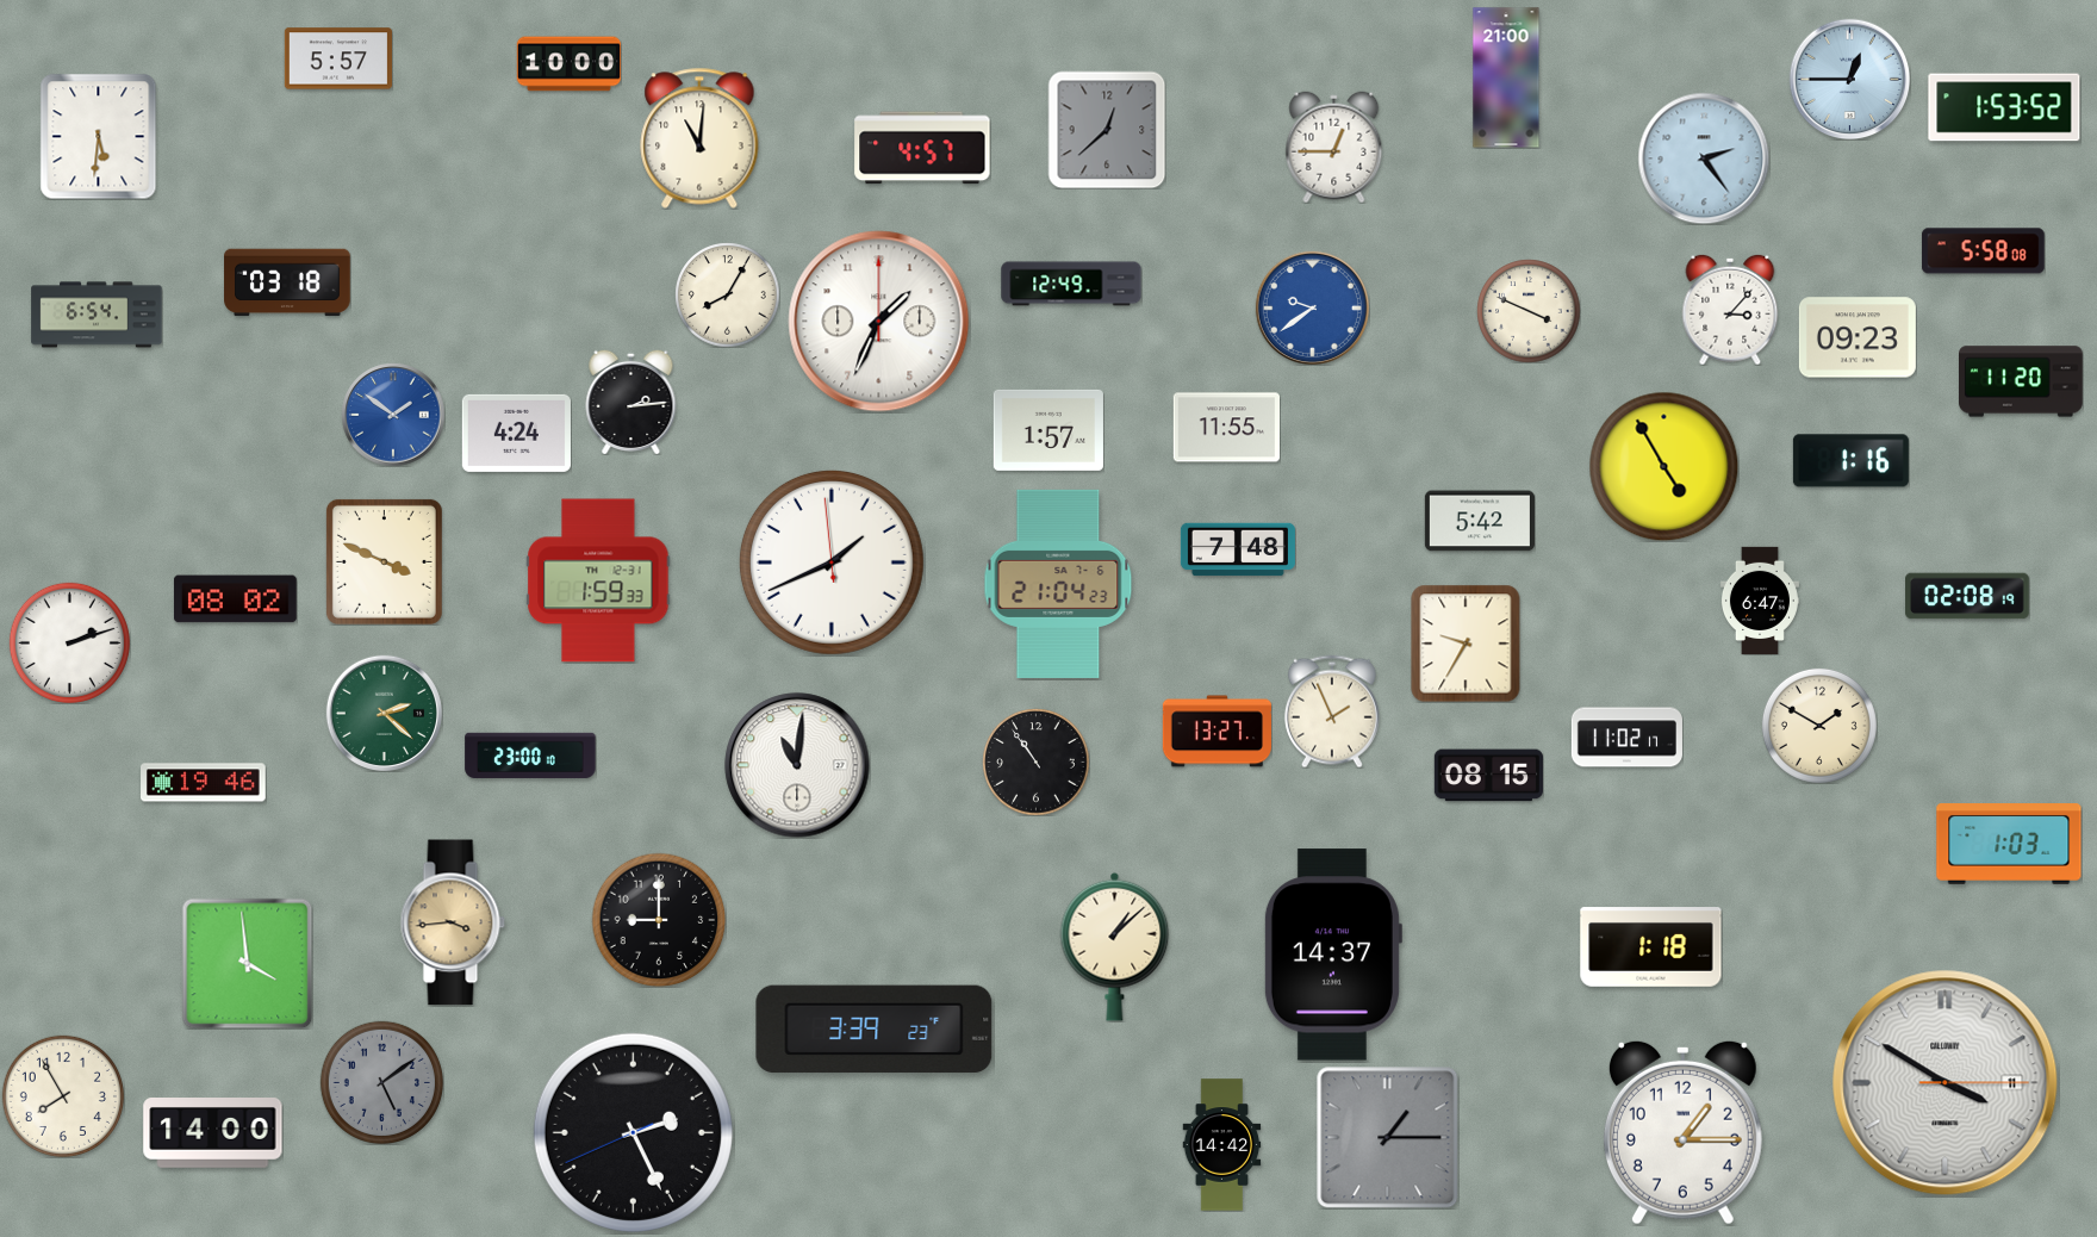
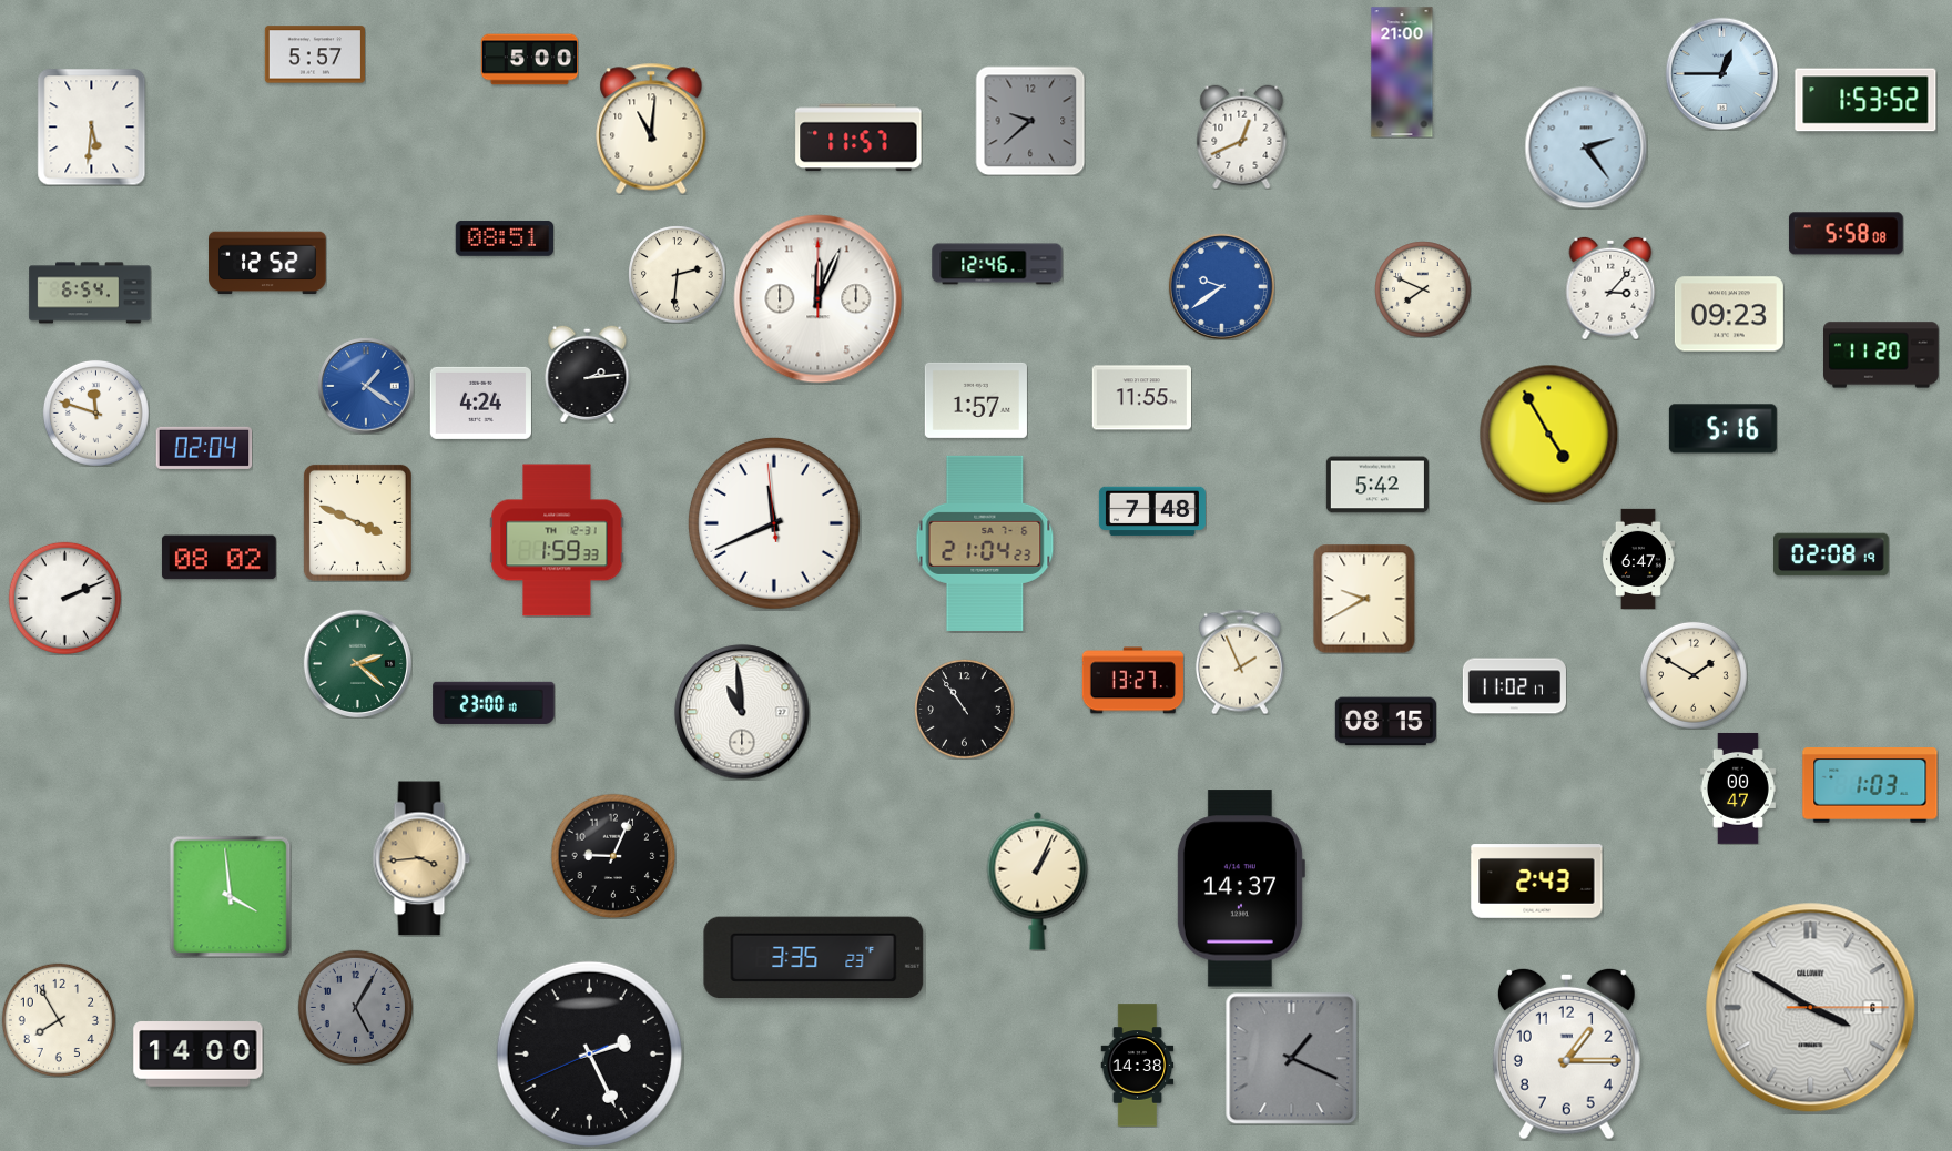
clock at (568, 64): 10:00 -> 5:00
clock at (1107, 130): 12:38 -> 9:38
clock at (1334, 147): 12:45 -> 12:41
clock at (922, 148): 4:57 -> 11:57
clock at (504, 238): none -> 08:51
clock at (287, 282): 03:18 -> 12:52
clock at (1071, 284): 12:49 -> 12:46
clock at (727, 294): 8:05 -> 2:31
clock at (1529, 311): 3:49 -> 7:49
clock at (879, 322): 1:34 -> 12:04
clock at (393, 415): 1:51 -> 1:21
clock at (95, 412): none -> 11:48
clock at (1850, 461): 1:16 -> 5:16
clock at (204, 448): none -> 02:04
clock at (832, 562): 1:40 -> 11:40
clock at (69, 642): 2:12 -> 2:11
clock at (1466, 644): 9:35 -> 9:40
clock at (797, 765): 11:01 -> 10:59
clock at (204, 783): 19:46 -> none
clock at (1738, 788): none -> 00:47
clock at (659, 920): 9:00 -> 9:04
clock at (1115, 946): 1:08 -> 1:04
clock at (1651, 947): 1:18 -> 2:43
clock at (875, 1030): 3:39 -> 3:35
clock at (381, 1082): 5:09 -> 5:05
clock at (1946, 1083) date: 11 -> 6
clock at (1387, 1137): 1:15 -> 1:19
clock at (1222, 1145): 14:42 -> 14:38
